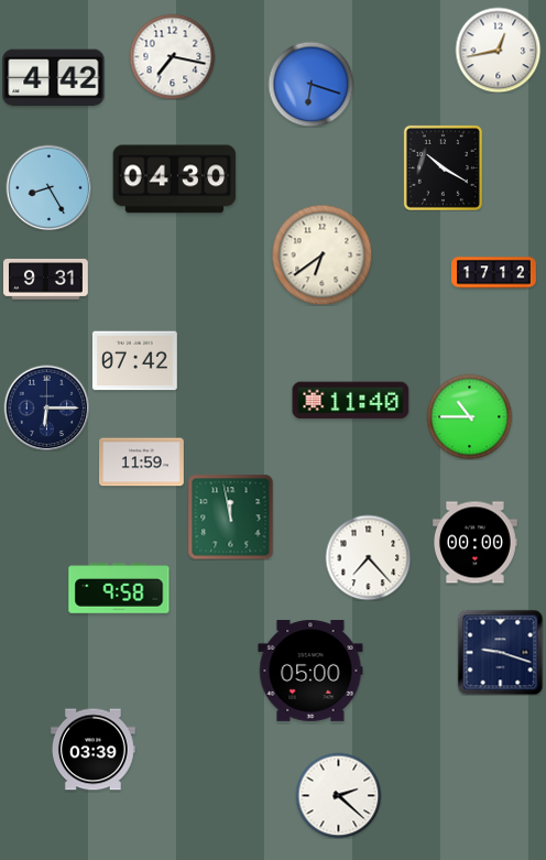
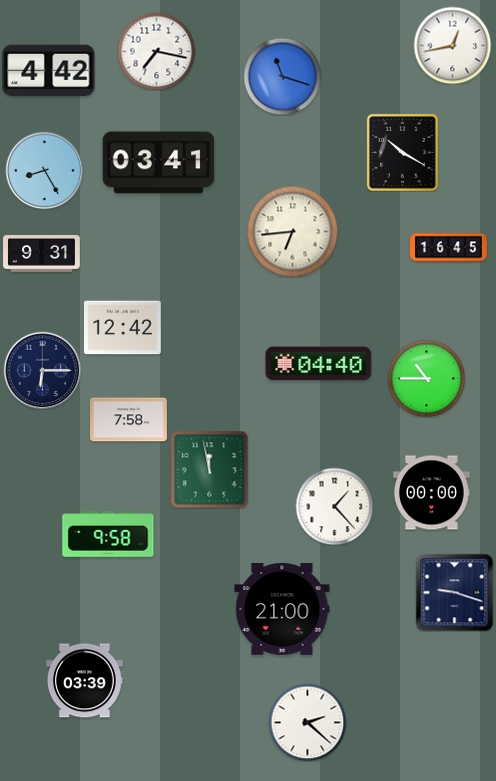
clock at (310, 84): 6:18 -> 11:18
clock at (175, 179): 04:30 -> 03:41
clock at (321, 254): 6:39 -> 6:44
clock at (494, 273): 17:12 -> 16:45
clock at (134, 361): 07:42 -> 12:42
clock at (351, 401): 11:40 -> 04:40
clock at (142, 462): 11:59 -> 7:58
clock at (368, 557): 7:23 -> 1:23
clock at (310, 672): 05:00 -> 21:00
